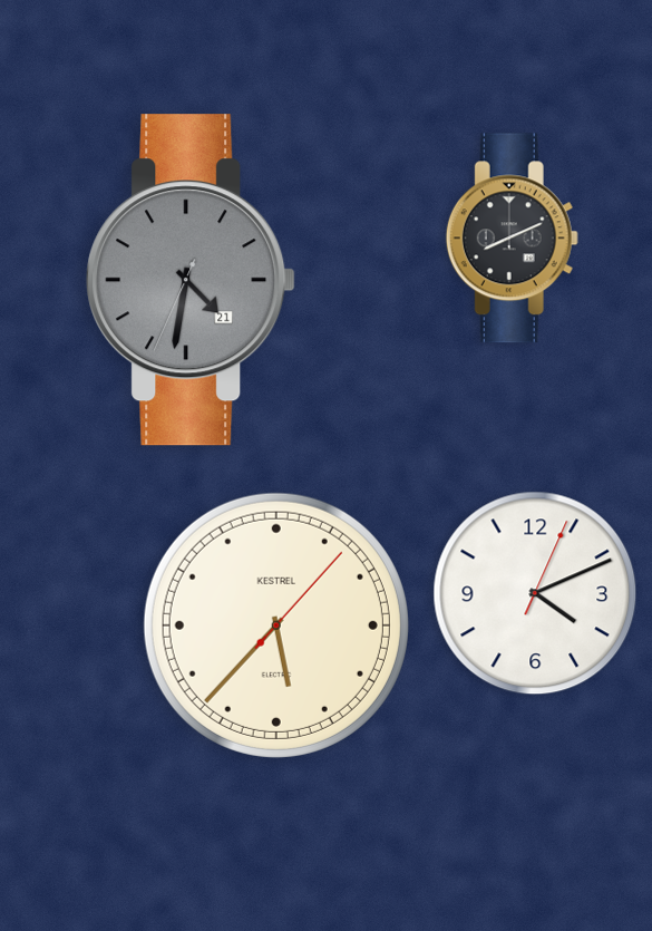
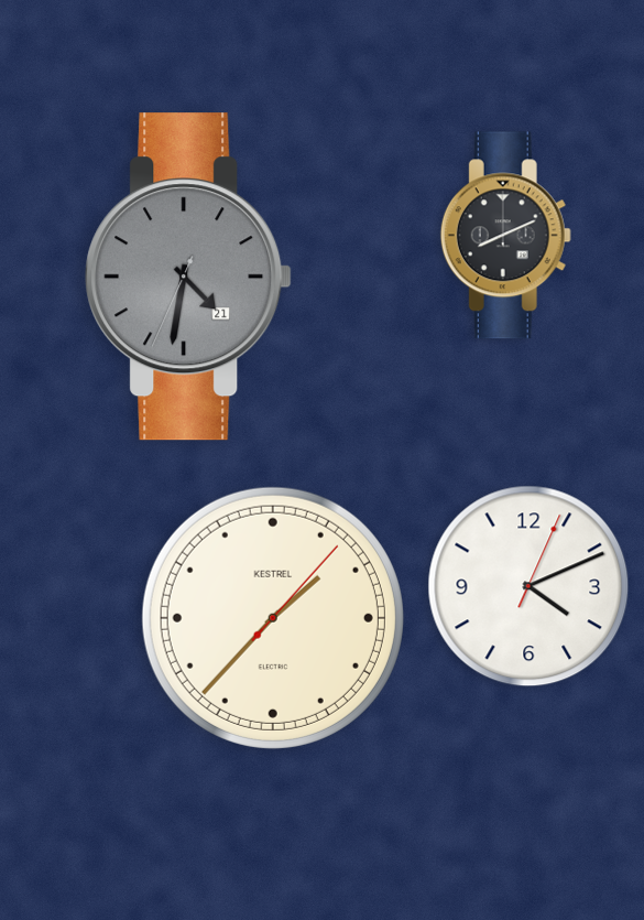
clock at (276, 625): 5:37 -> 1:37
